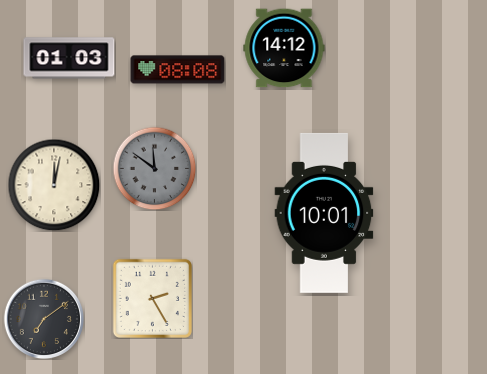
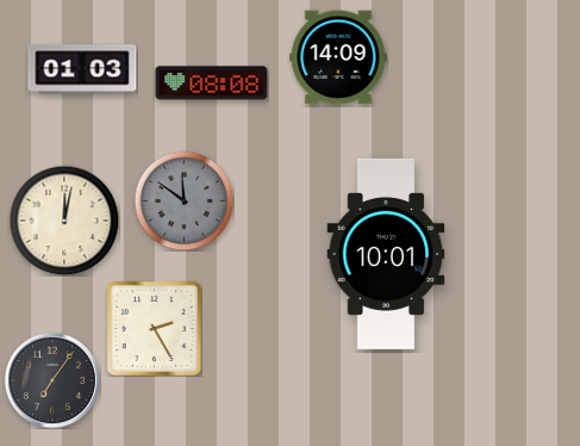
clock at (284, 48): 14:12 -> 14:09
clock at (152, 298) position: (152, 298) -> (154, 328)
clock at (43, 318): 7:09 -> 7:06
